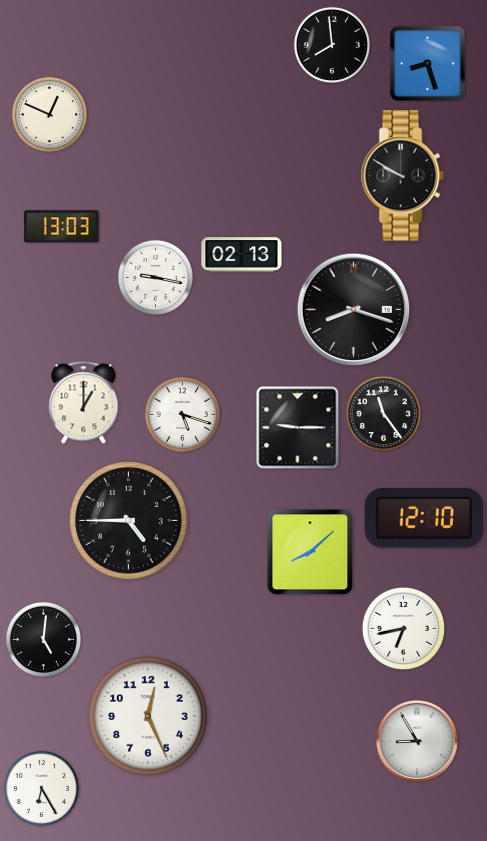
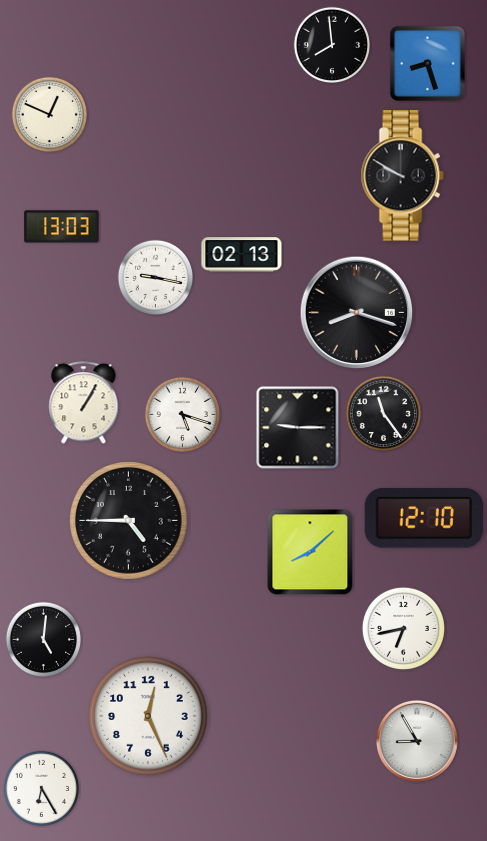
clock at (354, 310) position: (354, 310) -> (357, 313)
clock at (84, 403): 1:00 -> 1:05
